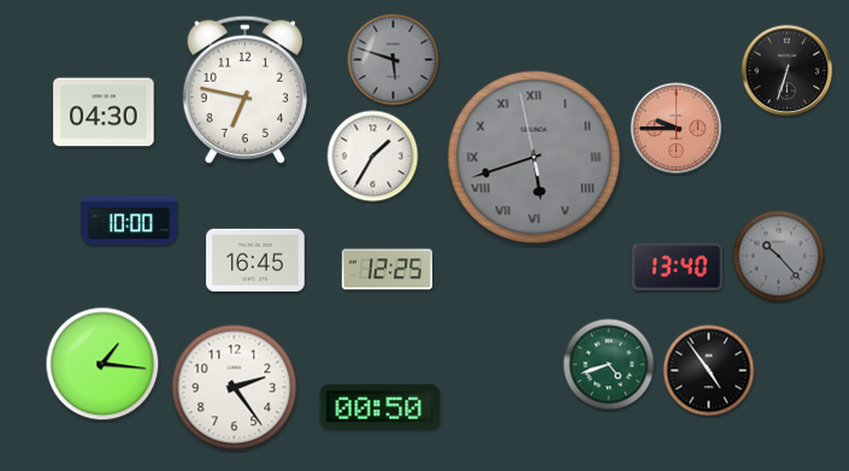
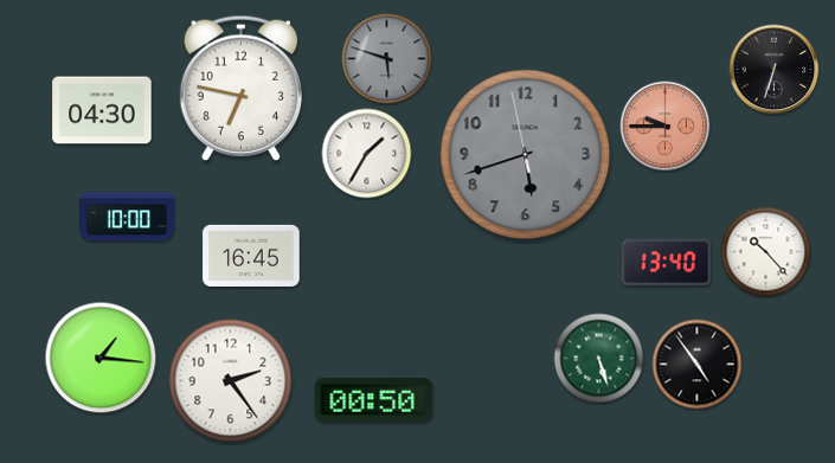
clock at (535, 158) numerals: Roman -> Arabic
clock at (779, 257) dial: grey -> white
clock at (387, 270): 12:25 -> none
clock at (609, 365): 4:42 -> 5:27
